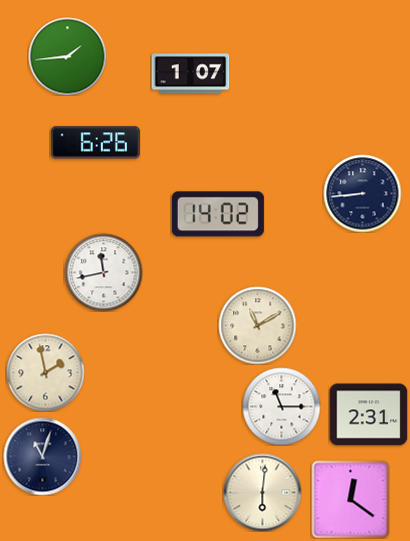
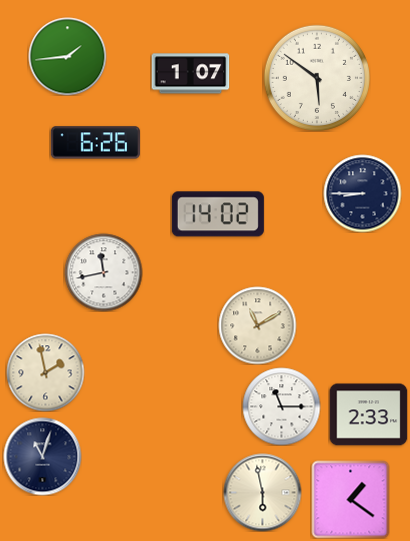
clock at (317, 78): none -> 5:51
clock at (362, 193): 8:44 -> 8:45
clock at (368, 415): 2:31 -> 2:33
clock at (262, 492): 6:01 -> 5:58
clock at (350, 499): 12:21 -> 1:21
